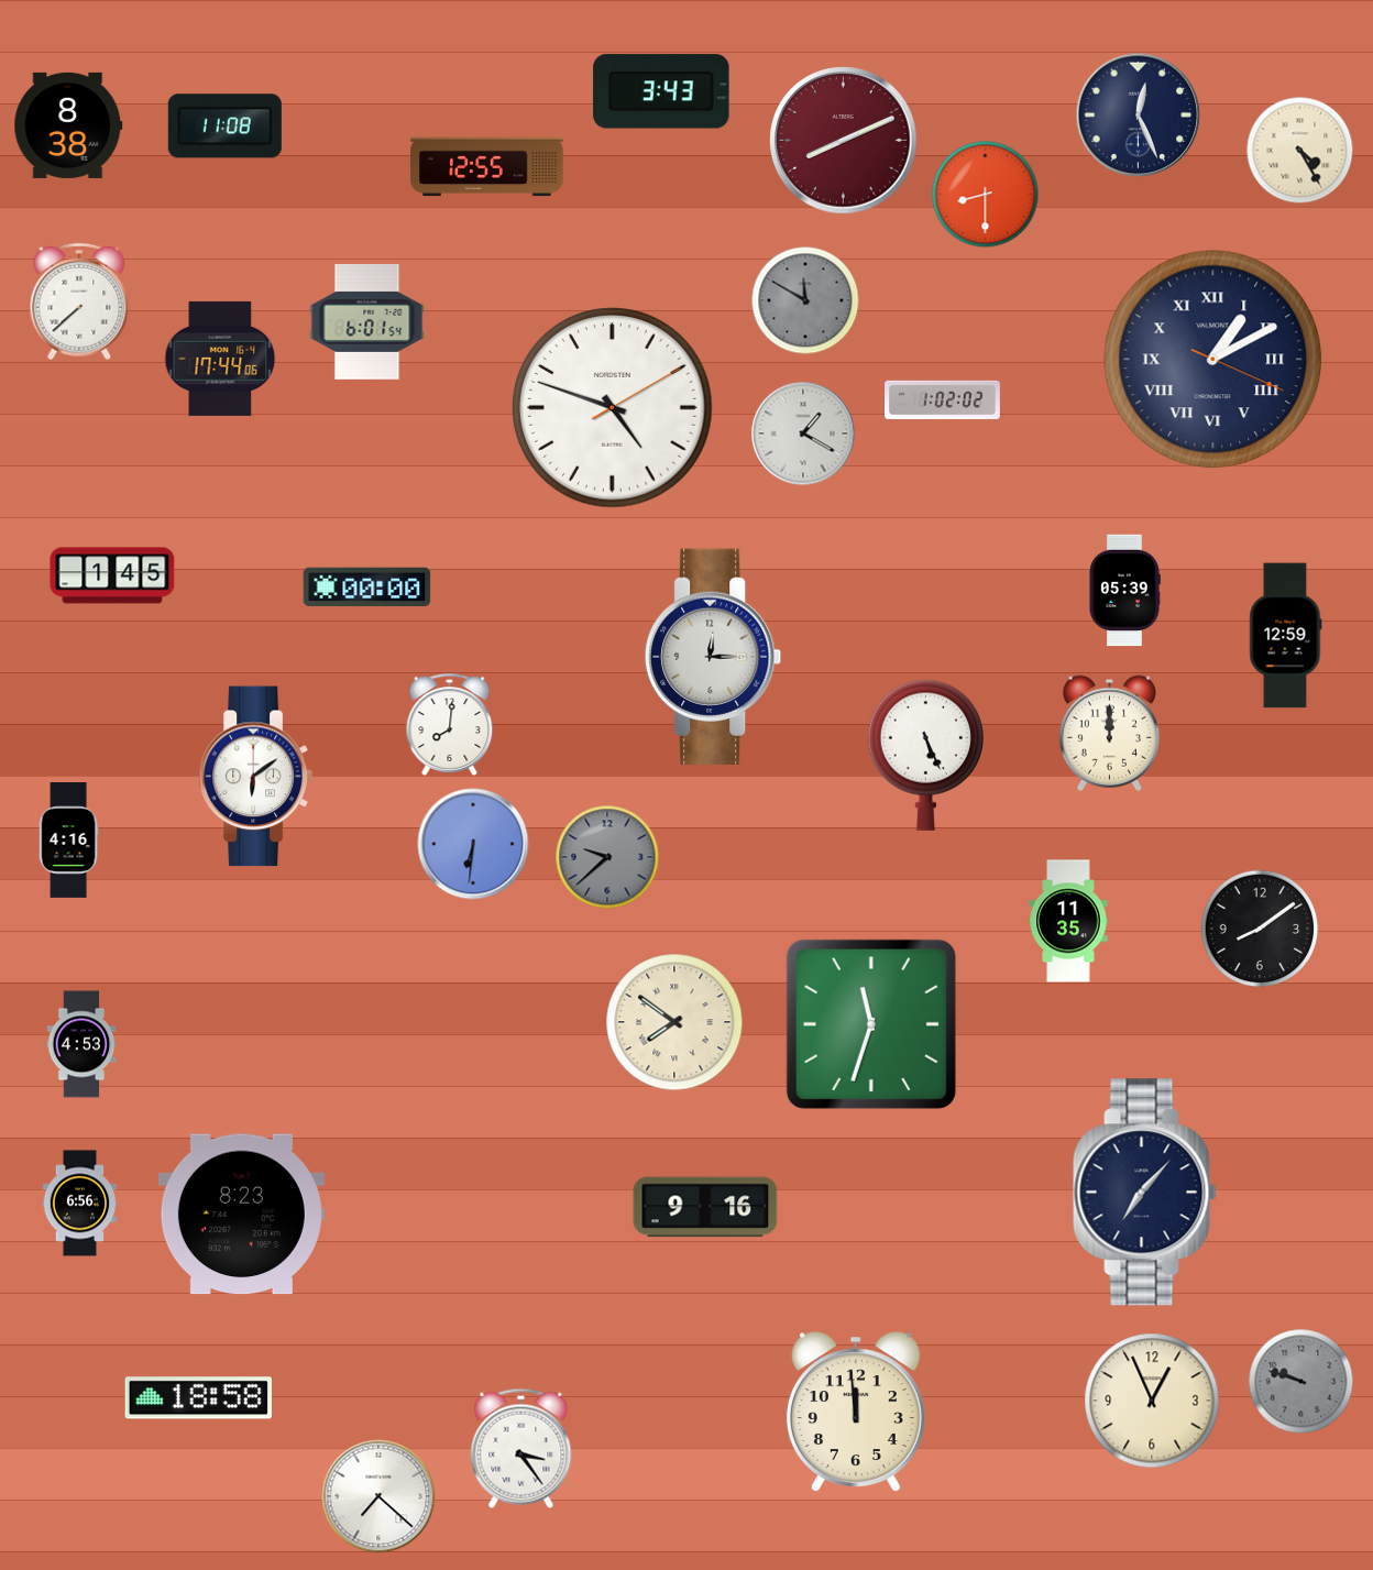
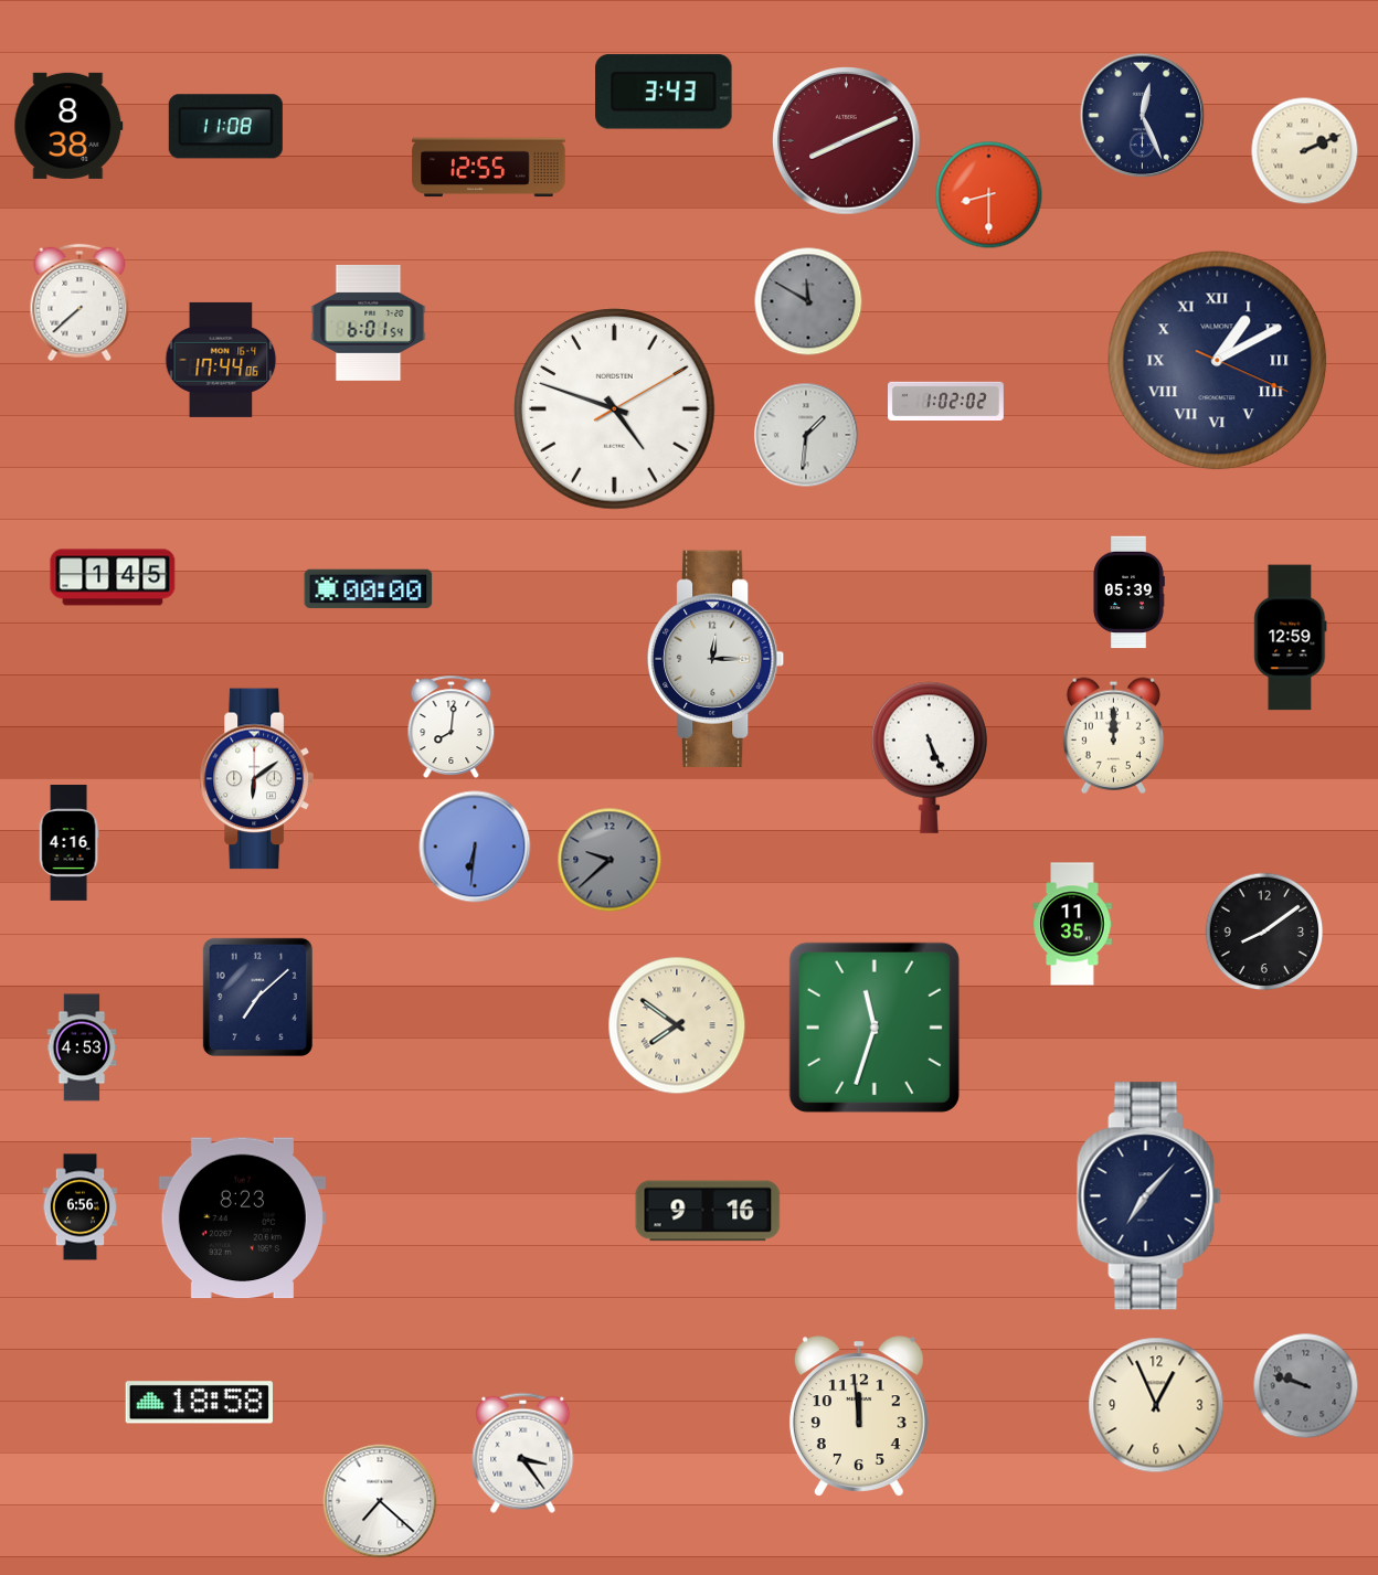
clock at (1300, 151): 4:25 -> 2:11
clock at (803, 433): 1:20 -> 1:31
clock at (257, 997): none -> 7:08
